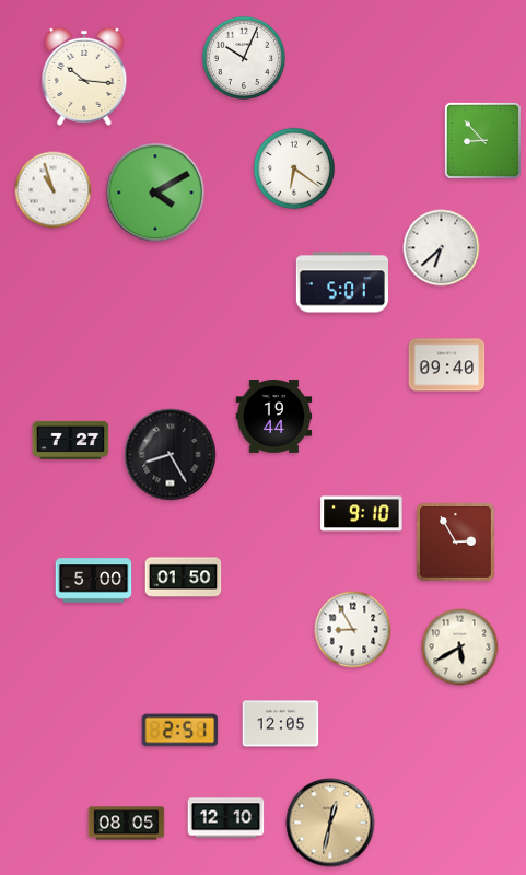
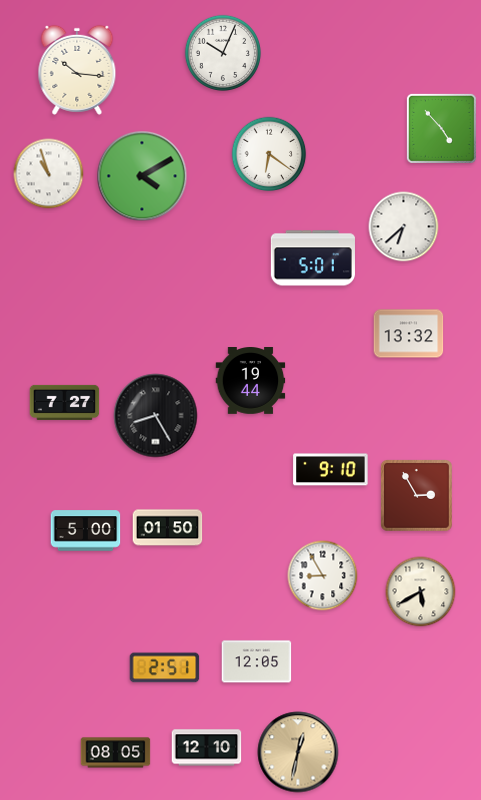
clock at (482, 140): 8:53 -> 4:53
clock at (447, 365): 09:40 -> 13:32
clock at (330, 822) position: (330, 822) -> (298, 752)
